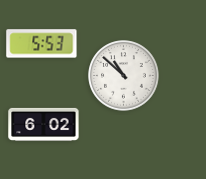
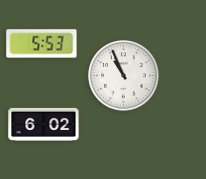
clock at (124, 76): 10:52 -> 10:56
